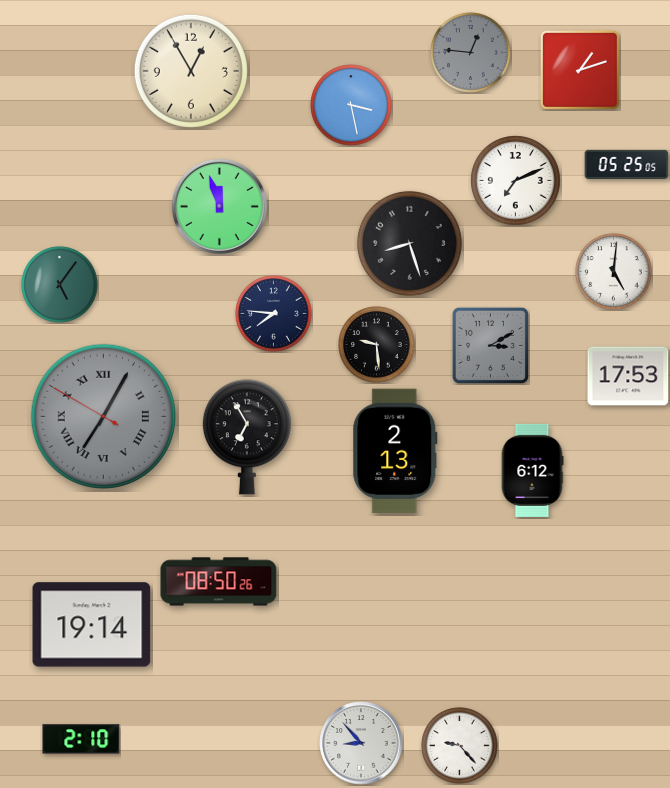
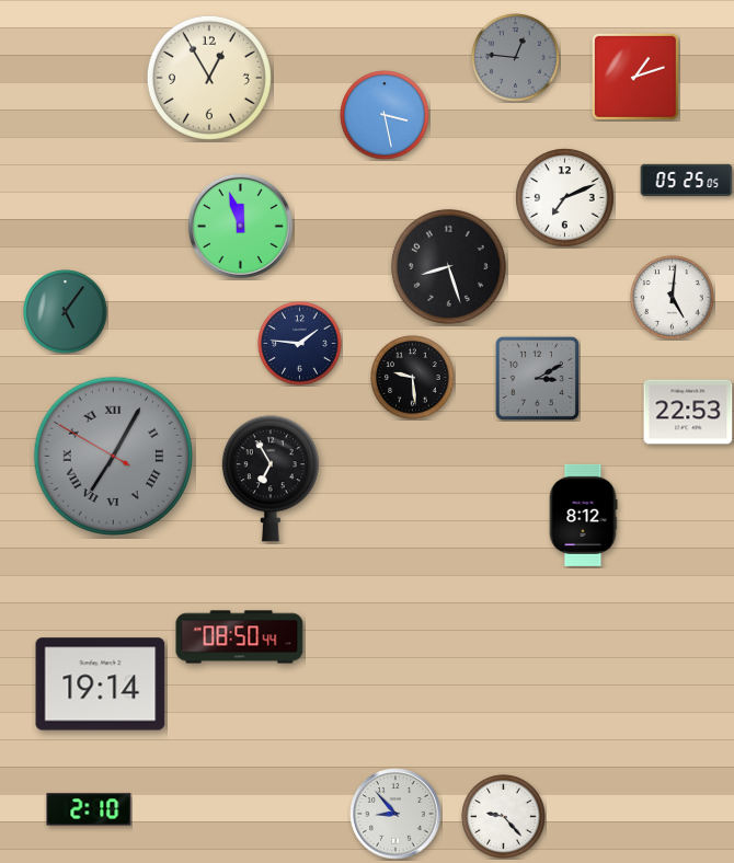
clock at (274, 314): 7:46 -> 1:46
clock at (628, 376): 17:53 -> 22:53
clock at (395, 451): 2:13 -> none
clock at (532, 470): 6:12 -> 8:12
clock at (219, 582): 08:50:26 -> 08:50:44
